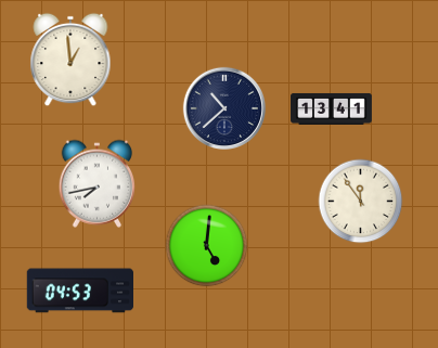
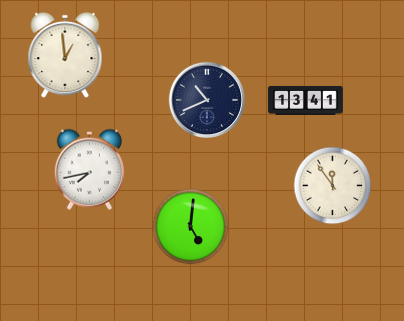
clock at (223, 107): 10:38 -> 10:41
clock at (79, 291): 04:53 -> none
